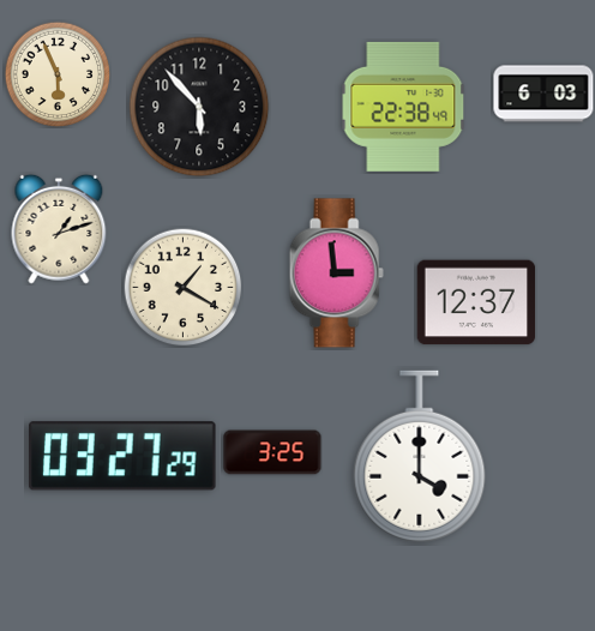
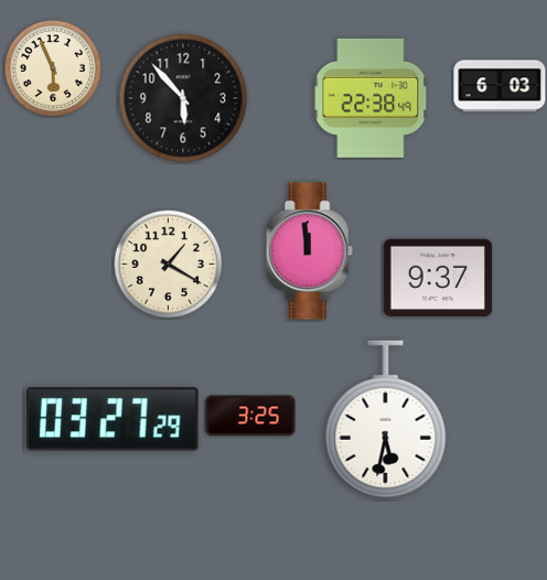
clock at (59, 229): 1:12 -> none
clock at (336, 274): 2:59 -> 11:59
clock at (476, 302): 12:37 -> 9:37
clock at (420, 457): 4:00 -> 5:32
